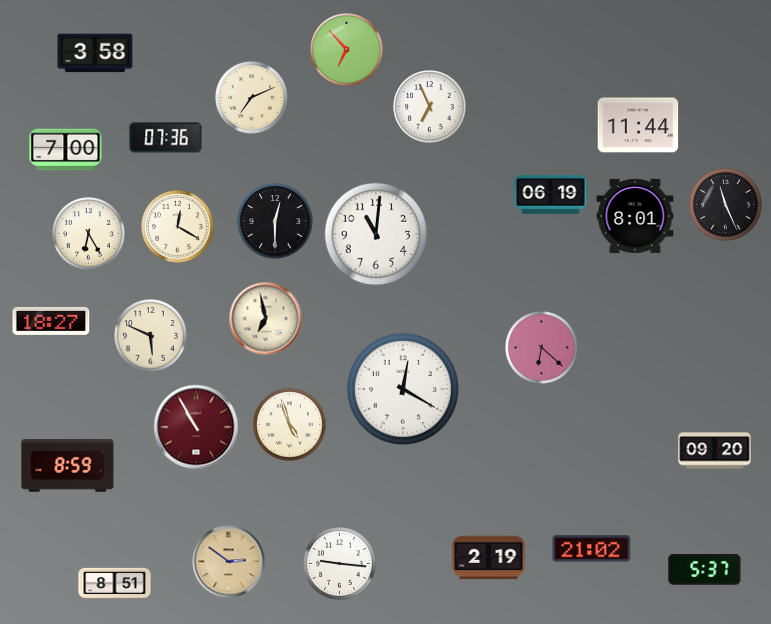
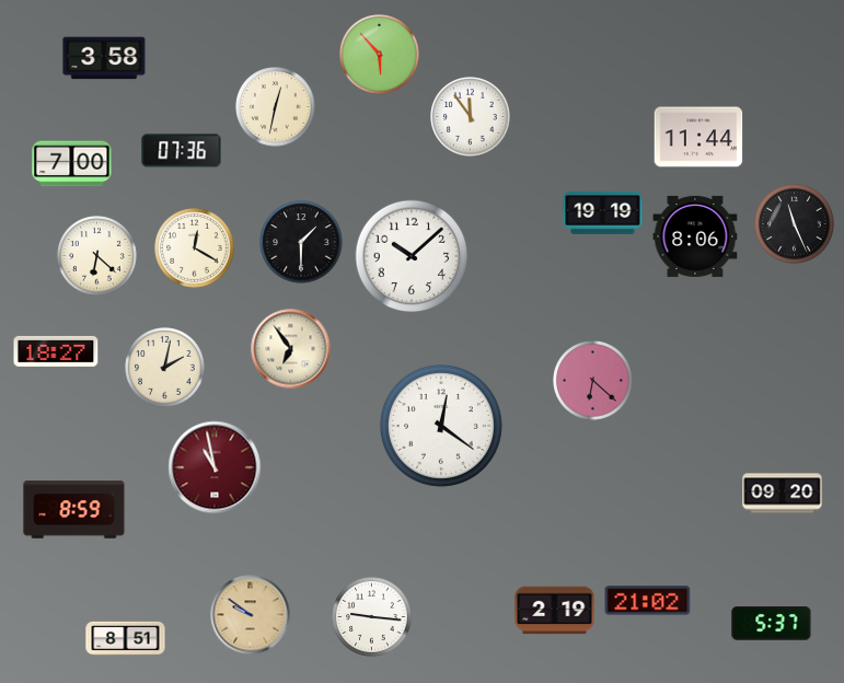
clock at (347, 50): 6:53 -> 5:53
clock at (252, 98): 7:11 -> 12:32
clock at (430, 107): 6:56 -> 11:54
clock at (551, 195): 06:19 -> 19:19
clock at (635, 216): 8:01 -> 8:06
clock at (275, 221): 12:30 -> 1:30
clock at (89, 234): 6:25 -> 6:22
clock at (376, 234): 11:01 -> 10:08
clock at (266, 319): 6:58 -> 6:54
clock at (151, 336): 5:49 -> 2:02
clock at (403, 389): 12:20 -> 12:21
clock at (290, 425): 4:57 -> none
clock at (196, 427): 10:55 -> 10:58
clock at (489, 558) position: (489, 558) -> (555, 611)
clock at (229, 562): 2:51 -> 9:51
